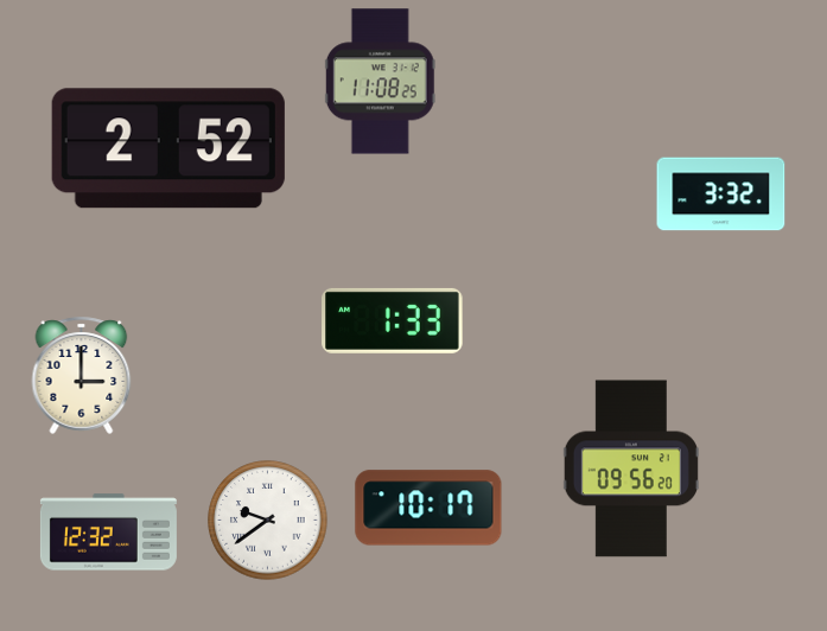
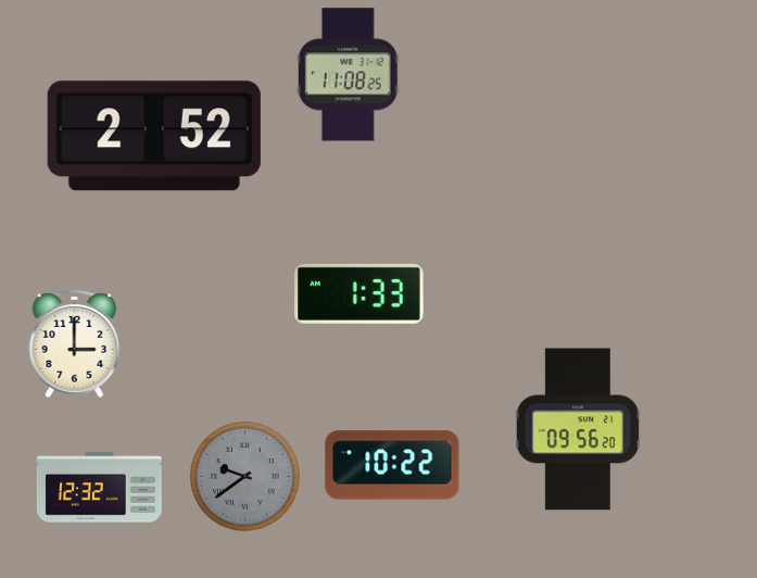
clock at (721, 195): 3:32 -> none
clock at (428, 508): 10:17 -> 10:22
clock at (268, 521) dial: white -> grey
